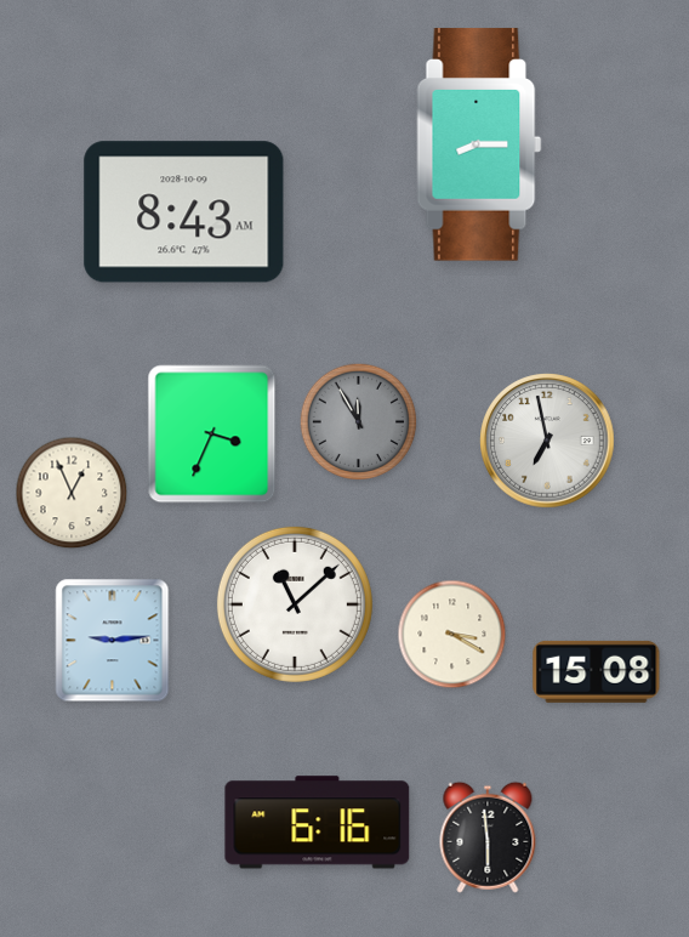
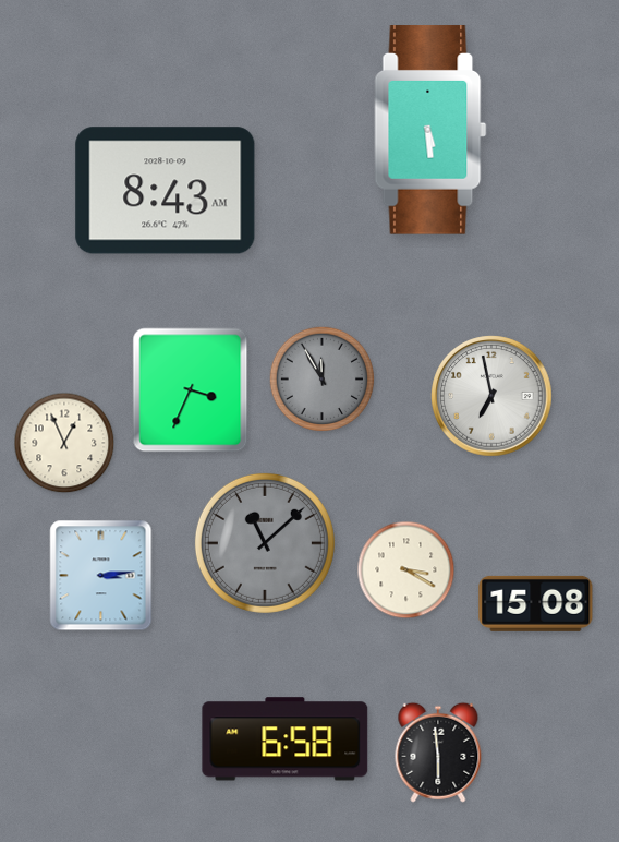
clock at (479, 144): 8:15 -> 5:29
clock at (295, 604) dial: white -> grey
clock at (113, 641): 9:14 -> 3:14
clock at (318, 823): 6:16 -> 6:58
